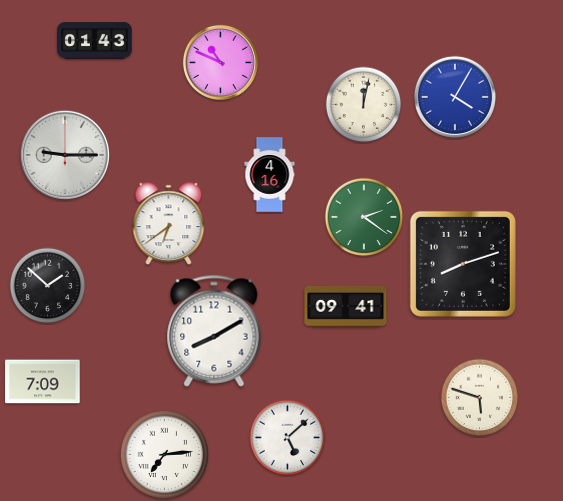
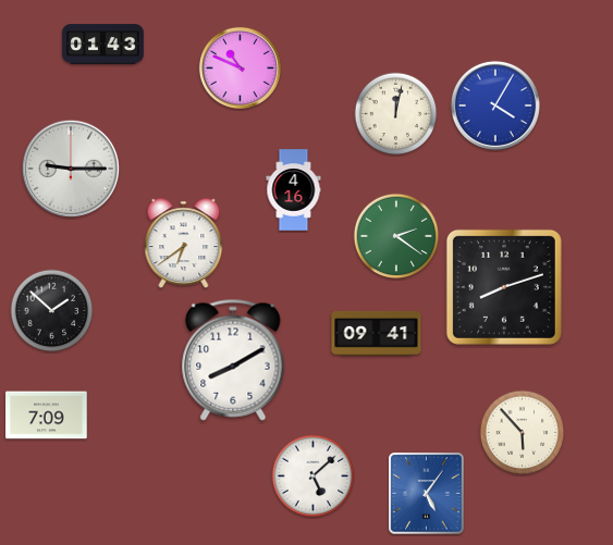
clock at (480, 398): 5:48 -> 5:53
clock at (427, 494): none -> 5:06
clock at (165, 455): 7:14 -> none
